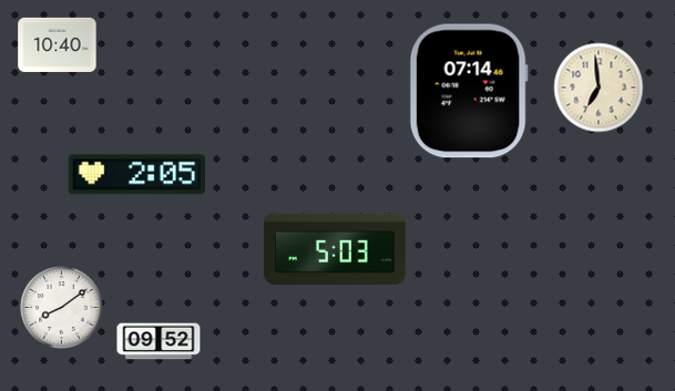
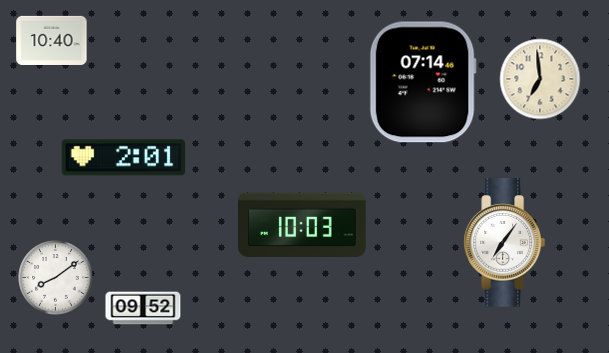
clock at (137, 175): 2:05 -> 2:01
clock at (336, 248): 5:03 -> 10:03
clock at (504, 243): none -> 7:06
